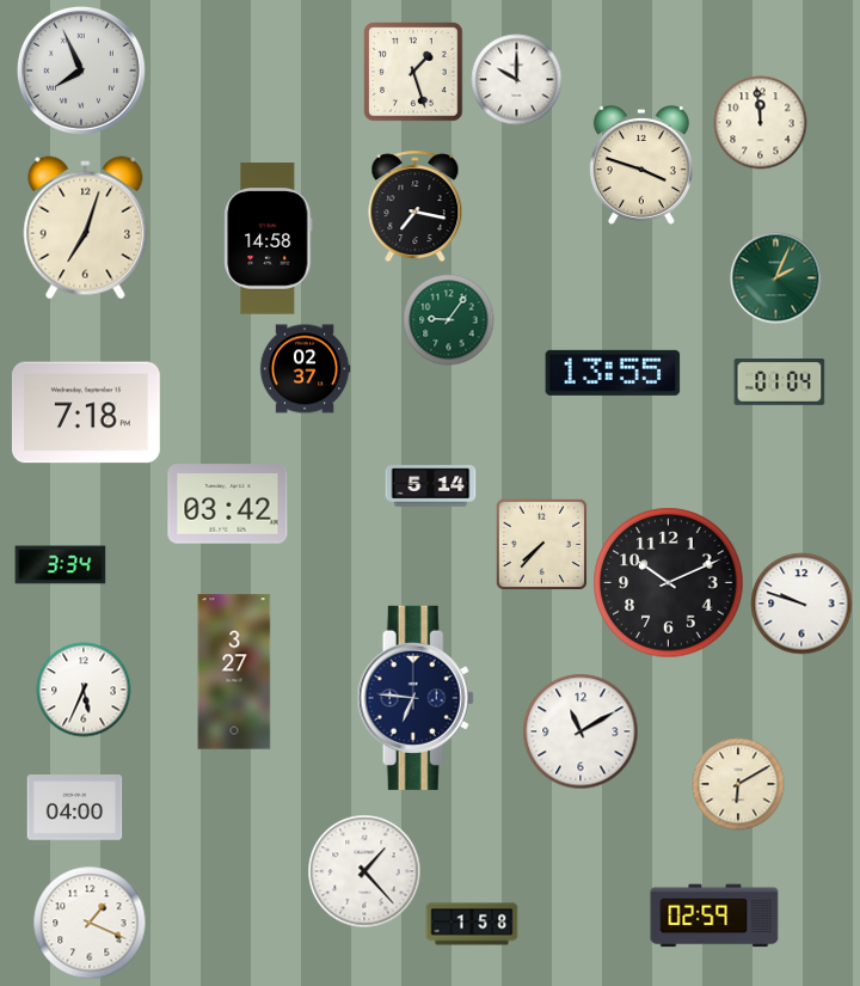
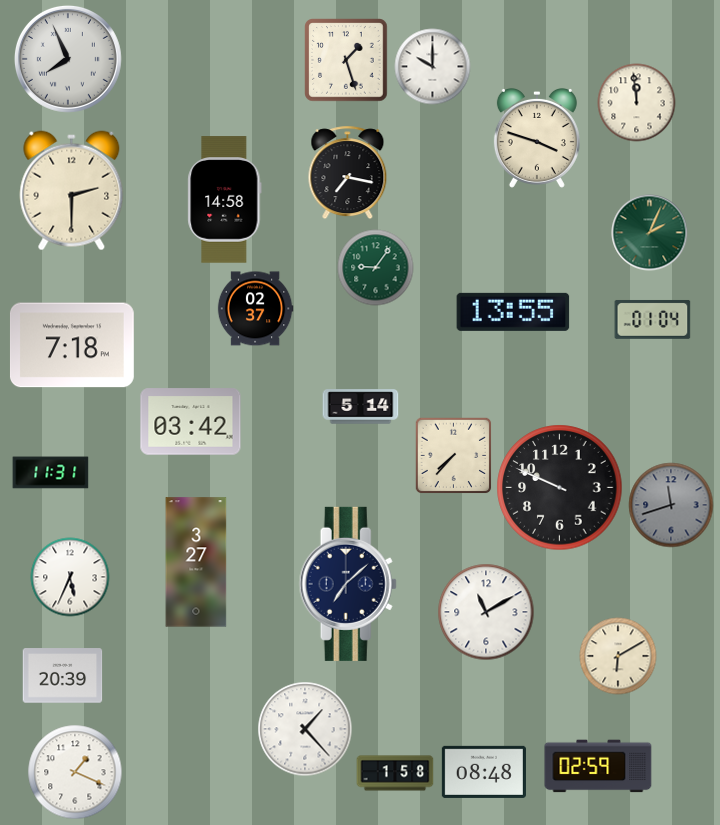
clock at (86, 228): 7:03 -> 2:30
clock at (61, 565): 3:34 -> 11:31
clock at (669, 583): 10:11 -> 9:49
clock at (801, 604): 9:48 -> 11:42
clock at (801, 604) dial: white -> grey
clock at (416, 698): 6:46 -> 7:08
clock at (75, 808): 04:00 -> 20:39
clock at (484, 772): none -> 08:48
